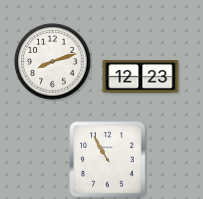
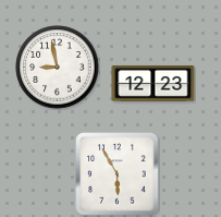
clock at (53, 62): 8:12 -> 8:58
clock at (108, 160): 10:55 -> 5:55
